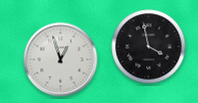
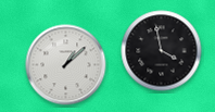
clock at (61, 60): 12:57 -> 1:08
